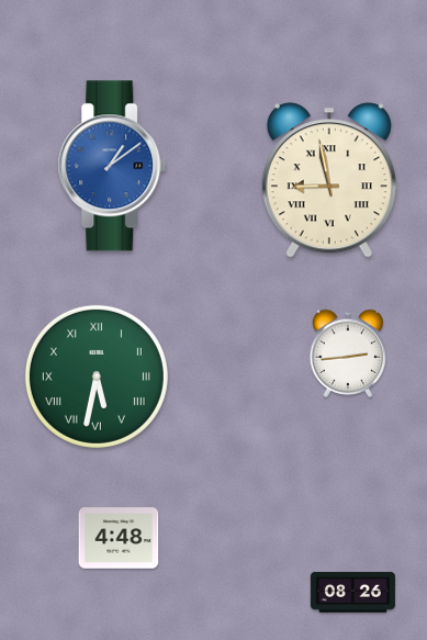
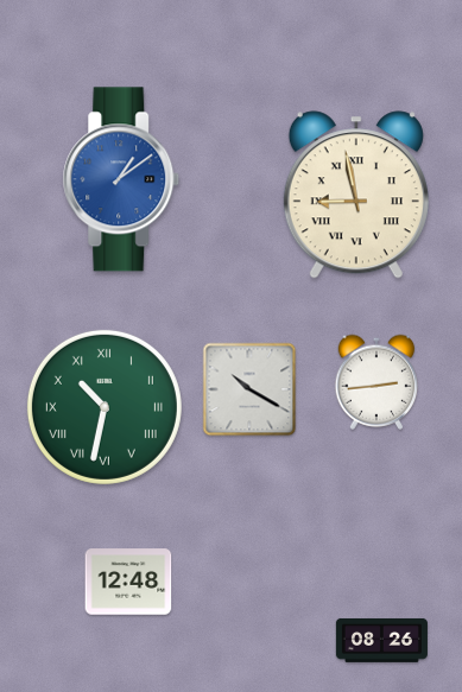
clock at (249, 389): none -> 10:20
clock at (97, 377): 5:32 -> 10:32
clock at (119, 538): 4:48 -> 12:48
